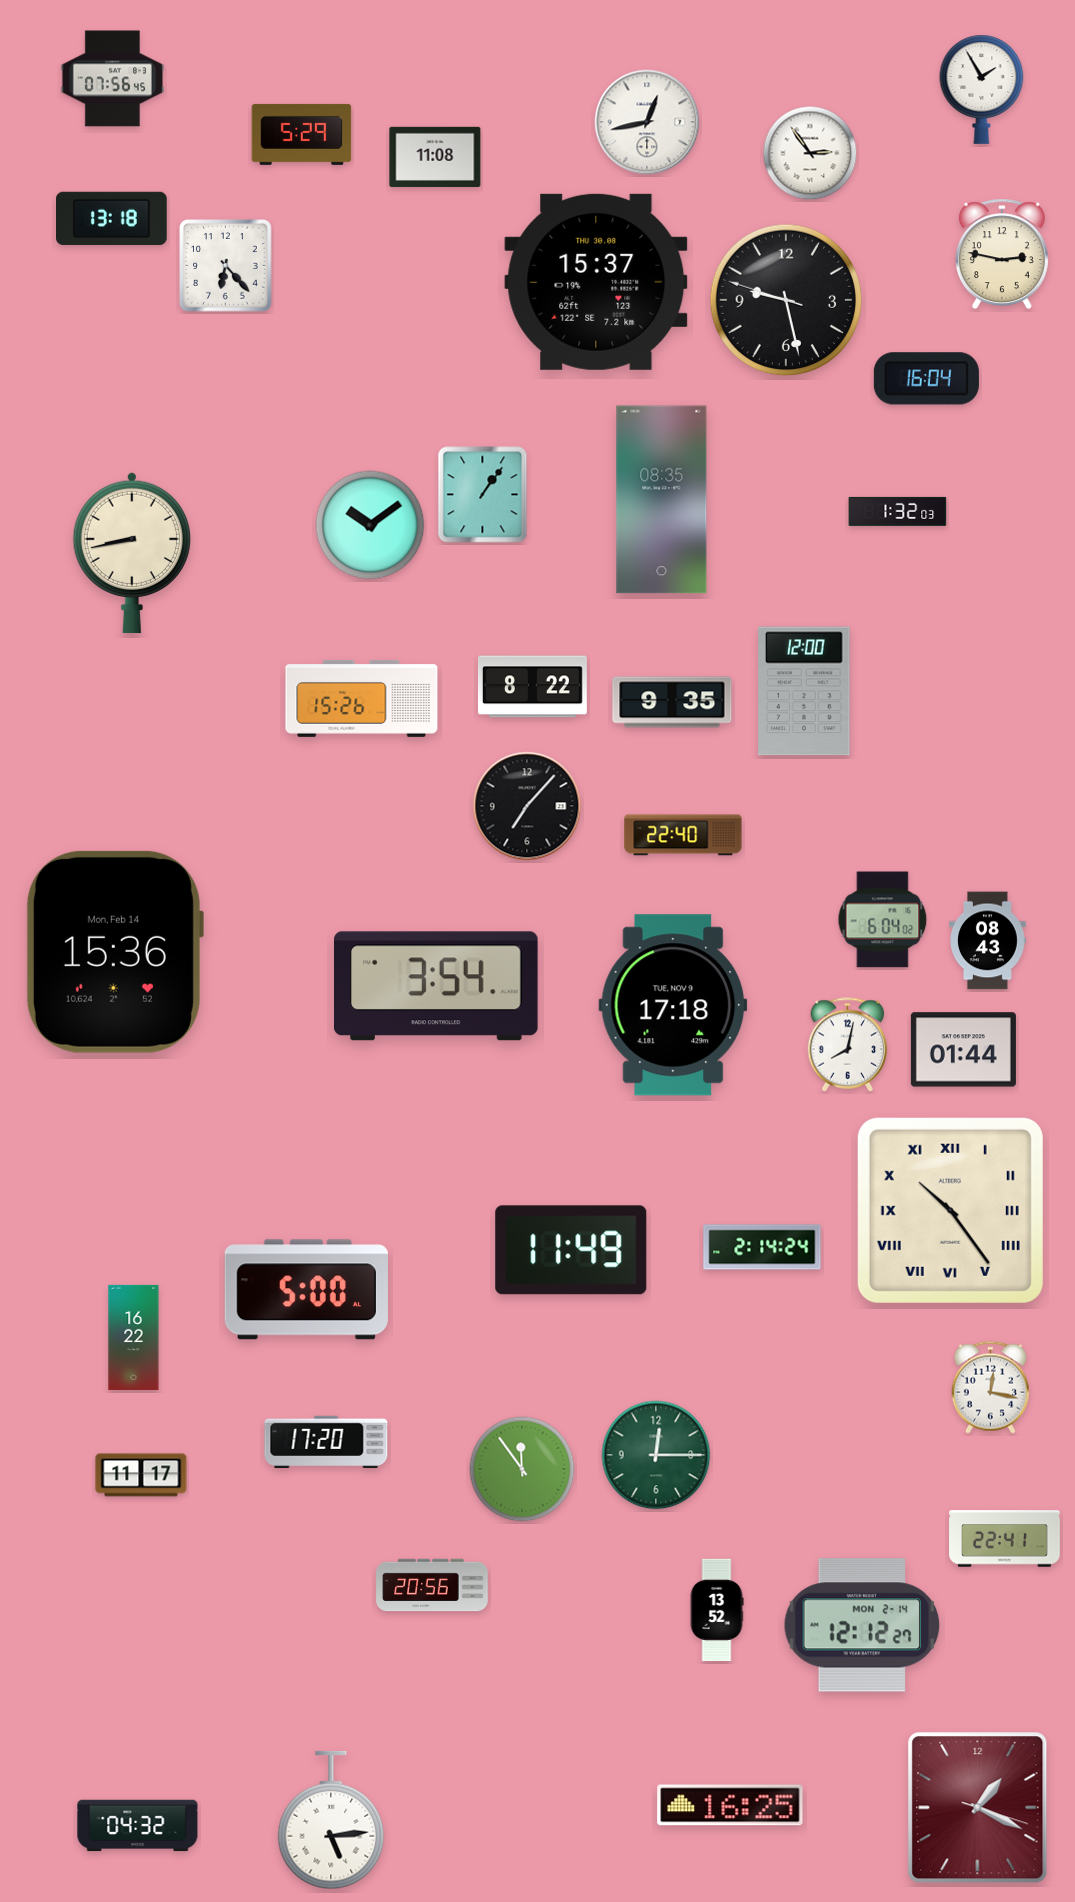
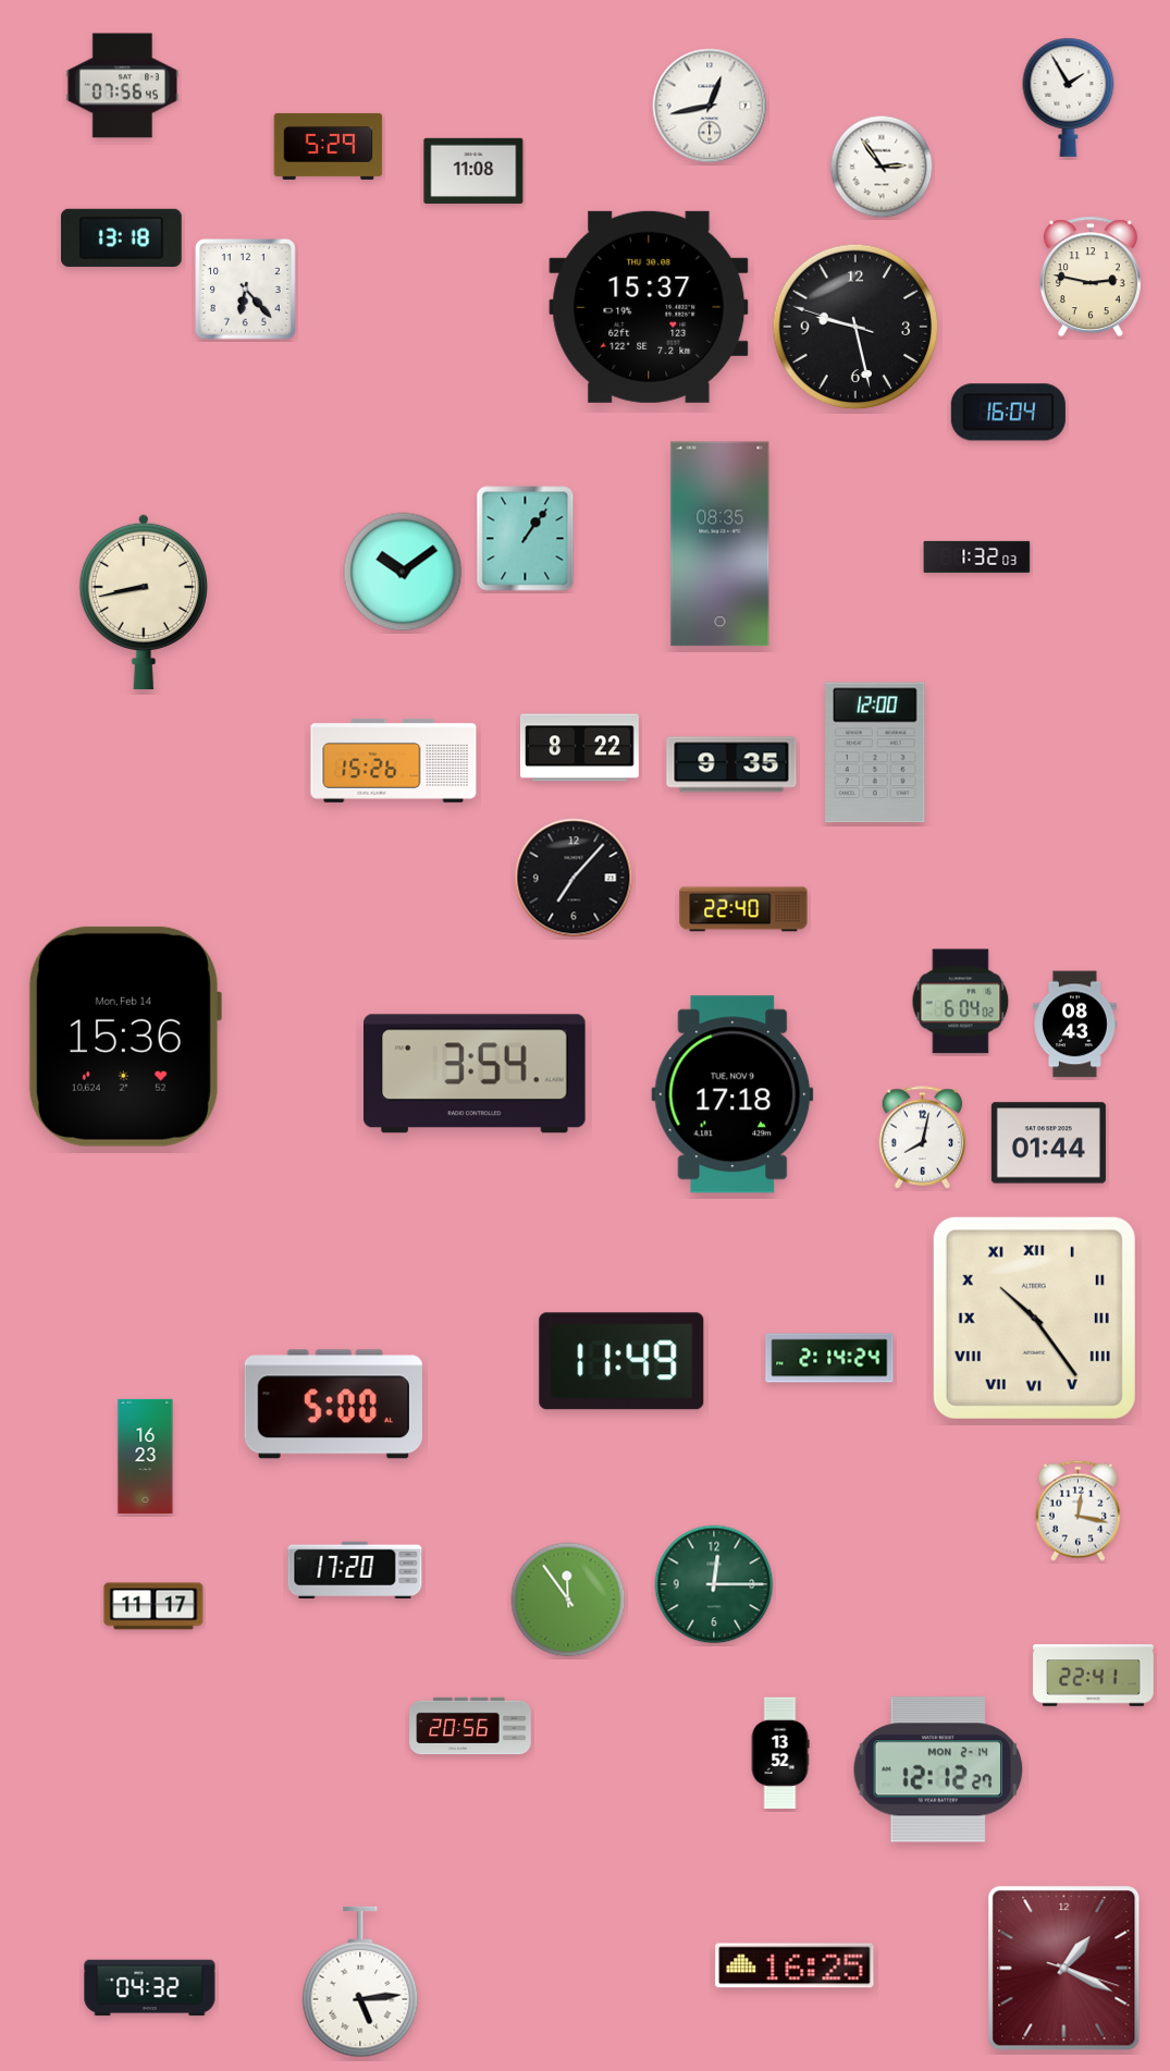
clock at (647, 122) position: (647, 122) -> (710, 106)
clock at (134, 1337): 16:22 -> 16:23
